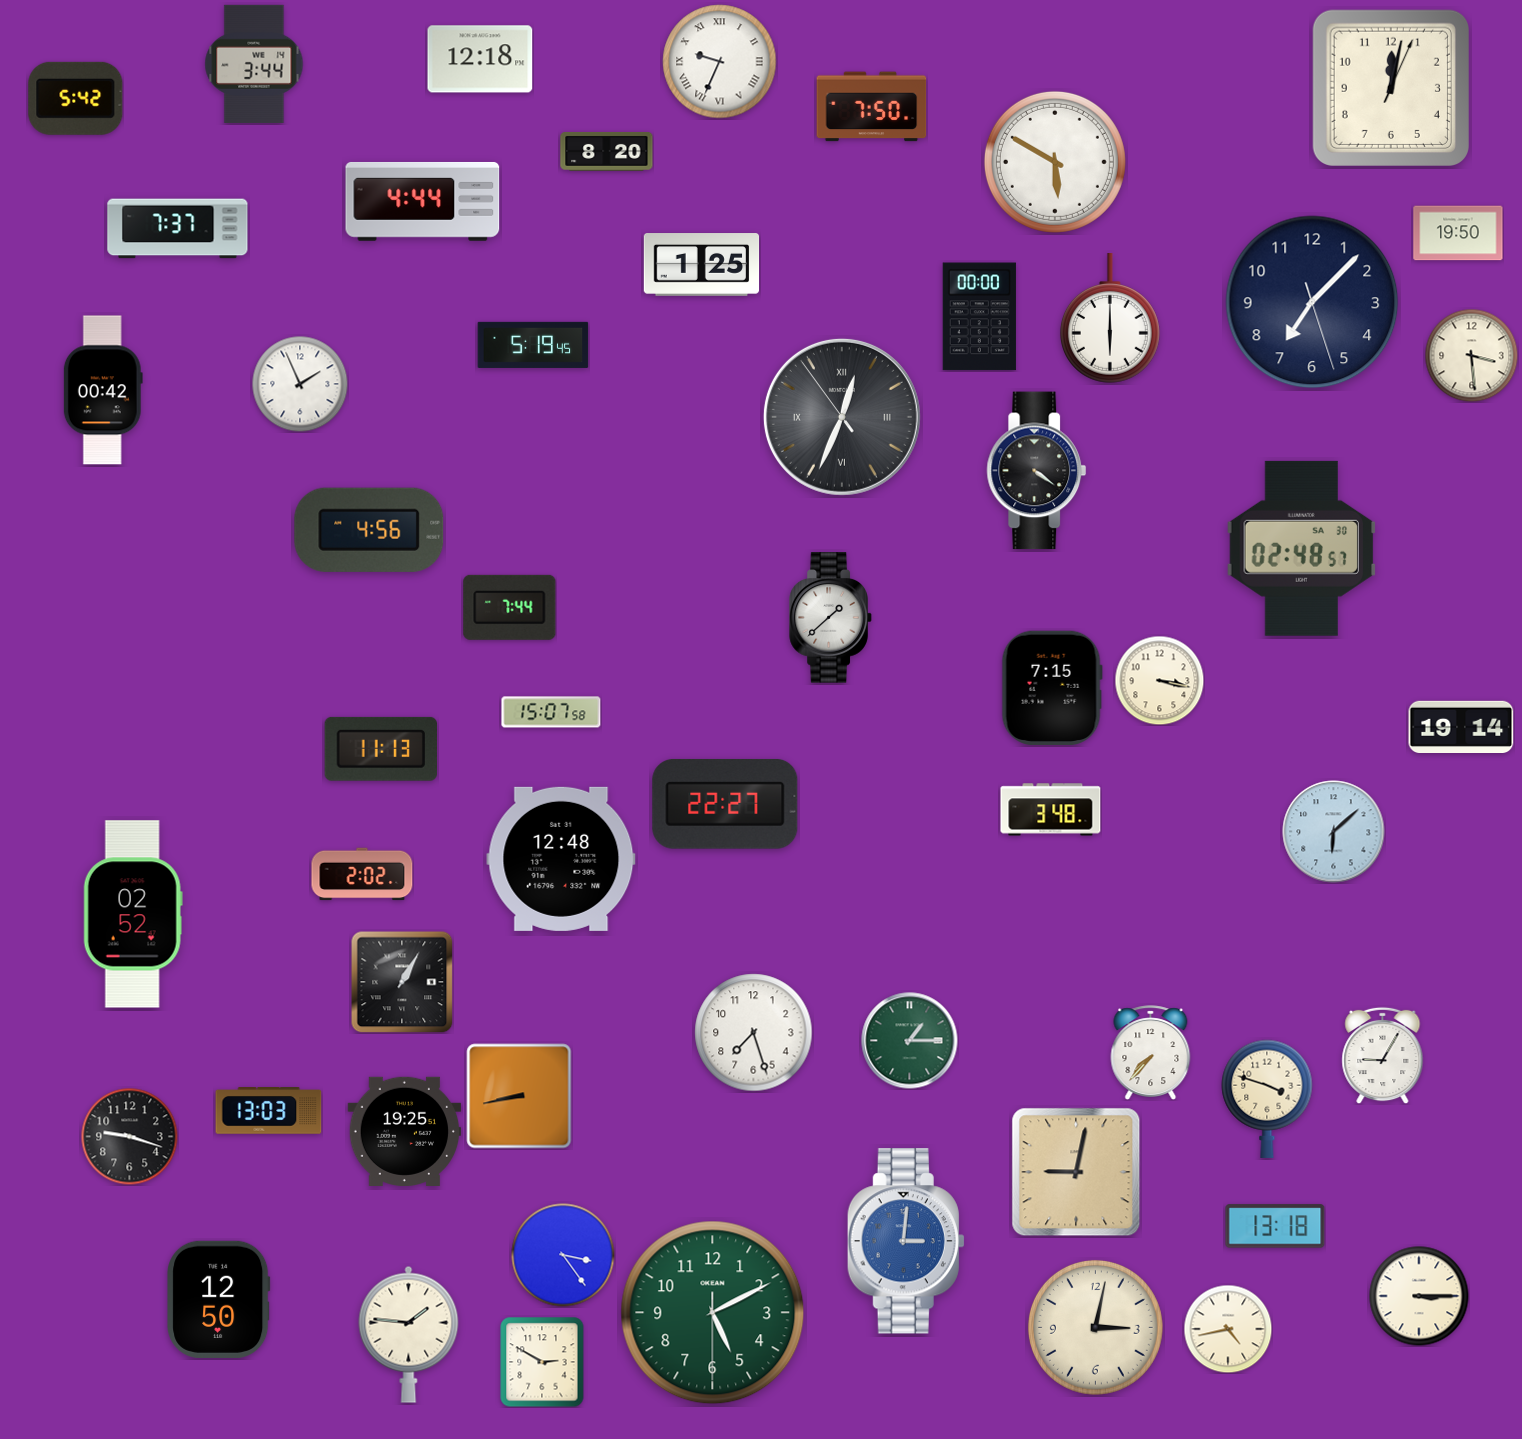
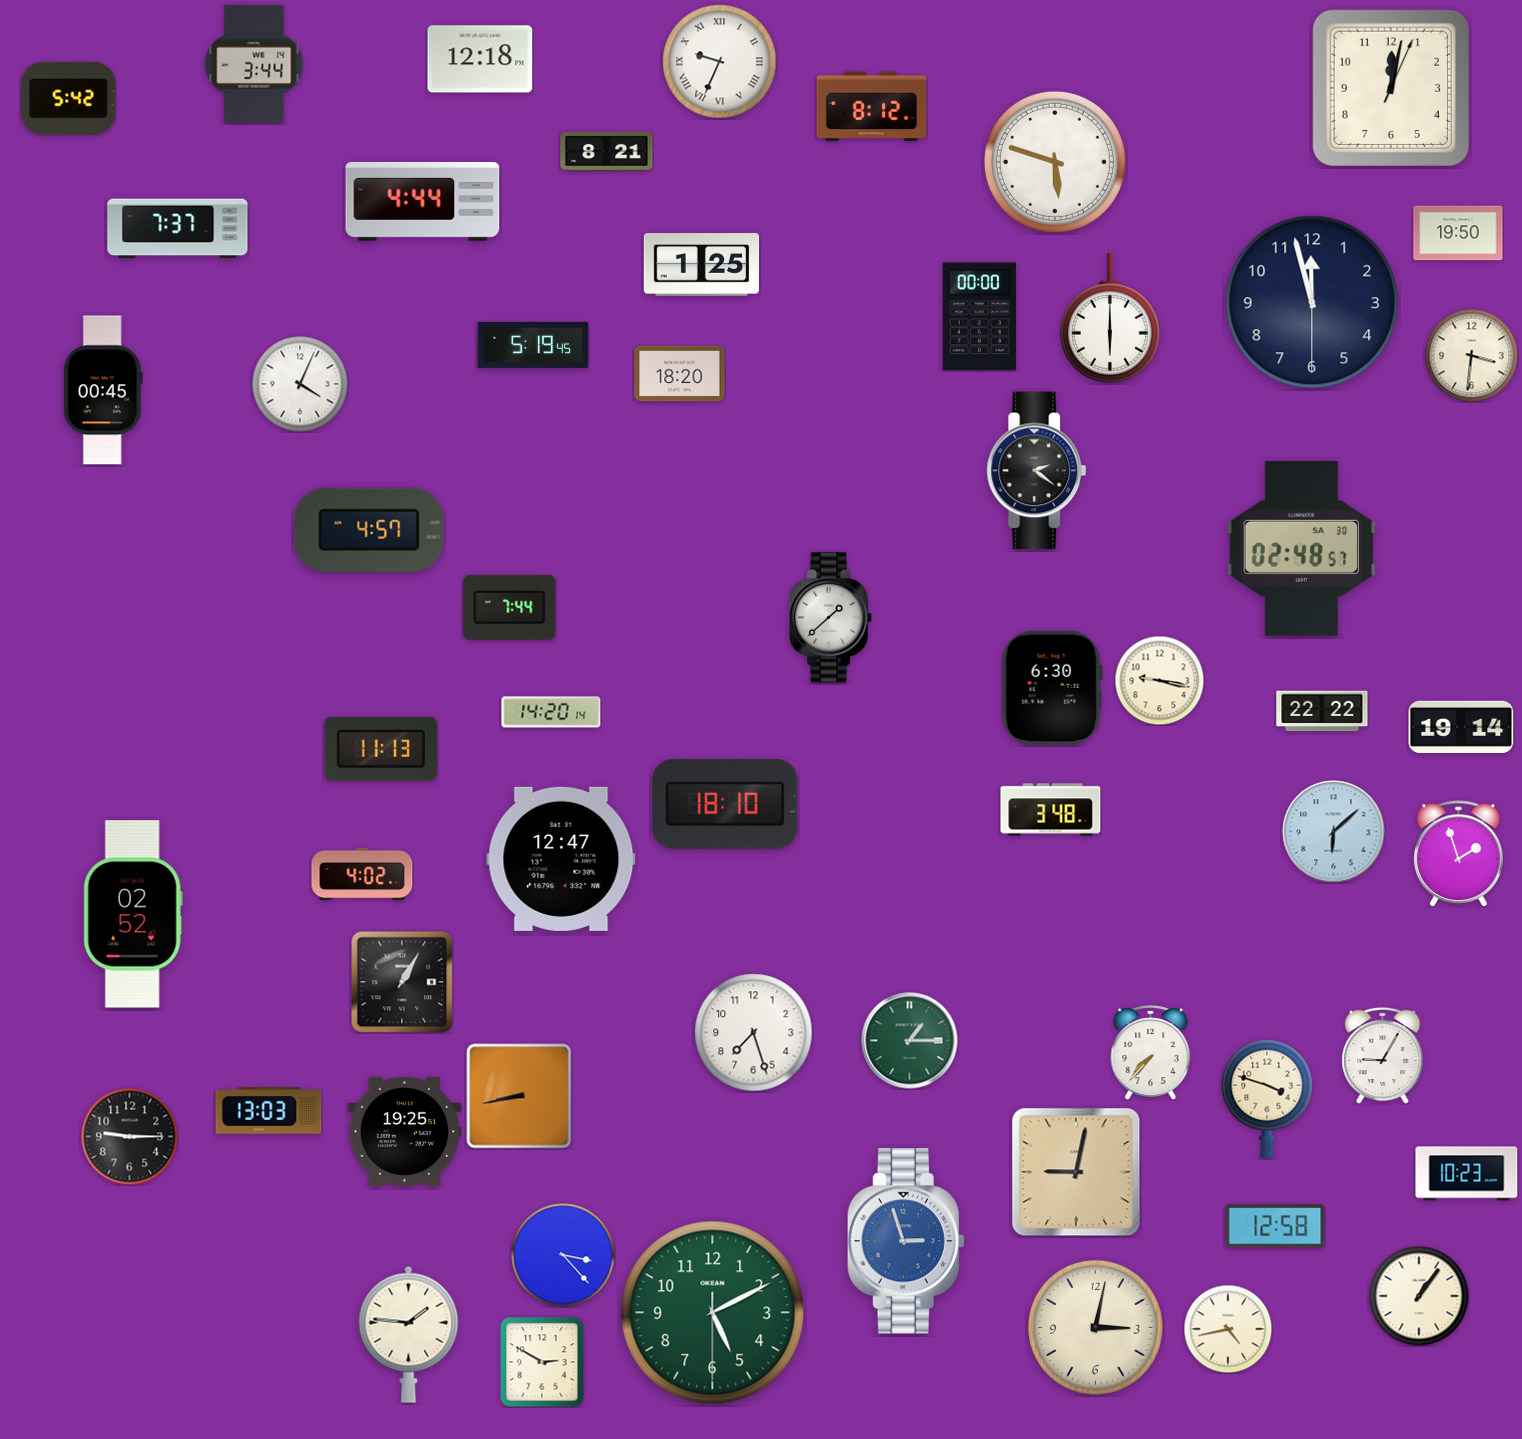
clock at (76, 98) position: (76, 98) -> (69, 98)
clock at (872, 107): 7:50 -> 8:12
clock at (607, 151): 8:20 -> 8:21
clock at (1055, 162): 5:50 -> 5:48
clock at (1312, 302): 7:07 -> 11:57
clock at (1471, 355): 3:29 -> 3:31
clock at (680, 374): none -> 18:20
clock at (300, 384): 1:56 -> 4:04
clock at (103, 390): 00:42 -> 00:45
clock at (842, 417): 12:33 -> none
clock at (1037, 471): 4:21 -> 2:21
clock at (369, 530): 4:56 -> 4:57
clock at (1159, 680): 3:17 -> 9:17
clock at (1052, 688): 7:15 -> 6:30
clock at (1322, 711): none -> 22:22
clock at (551, 712): 15:07 -> 14:20
clock at (725, 804): 22:27 -> 18:10
clock at (1459, 854): none -> 1:57
clock at (561, 859): 12:48 -> 12:47
clock at (362, 874): 2:02 -> 4:02
clock at (129, 1136): 9:18 -> 9:15
clock at (1467, 1174): none -> 10:23
clock at (1275, 1226): 13:18 -> 12:58
clock at (906, 1241): 3:01 -> 2:57
clock at (563, 1255): 3:24 -> 3:23
clock at (1419, 1296): 3:15 -> 1:06
clock at (219, 1299): 12:50 -> none
